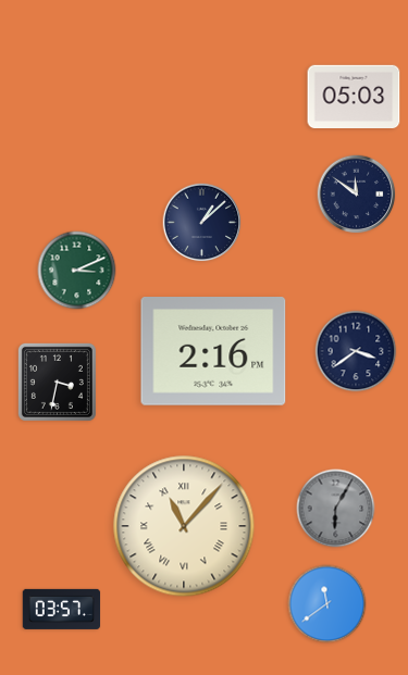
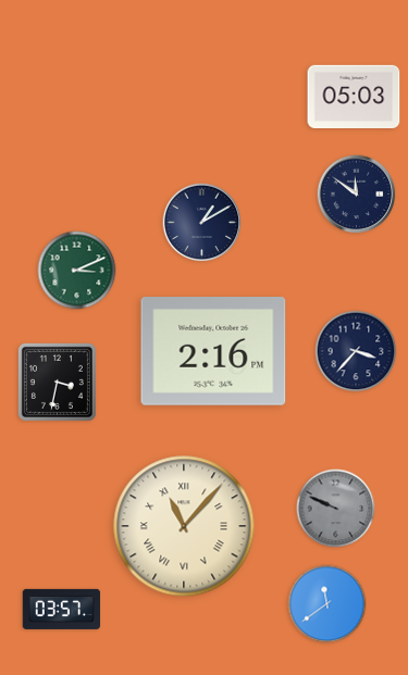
clock at (202, 223): 1:08 -> 1:10
clock at (356, 351): 3:39 -> 3:37
clock at (336, 509): 6:05 -> 9:49
